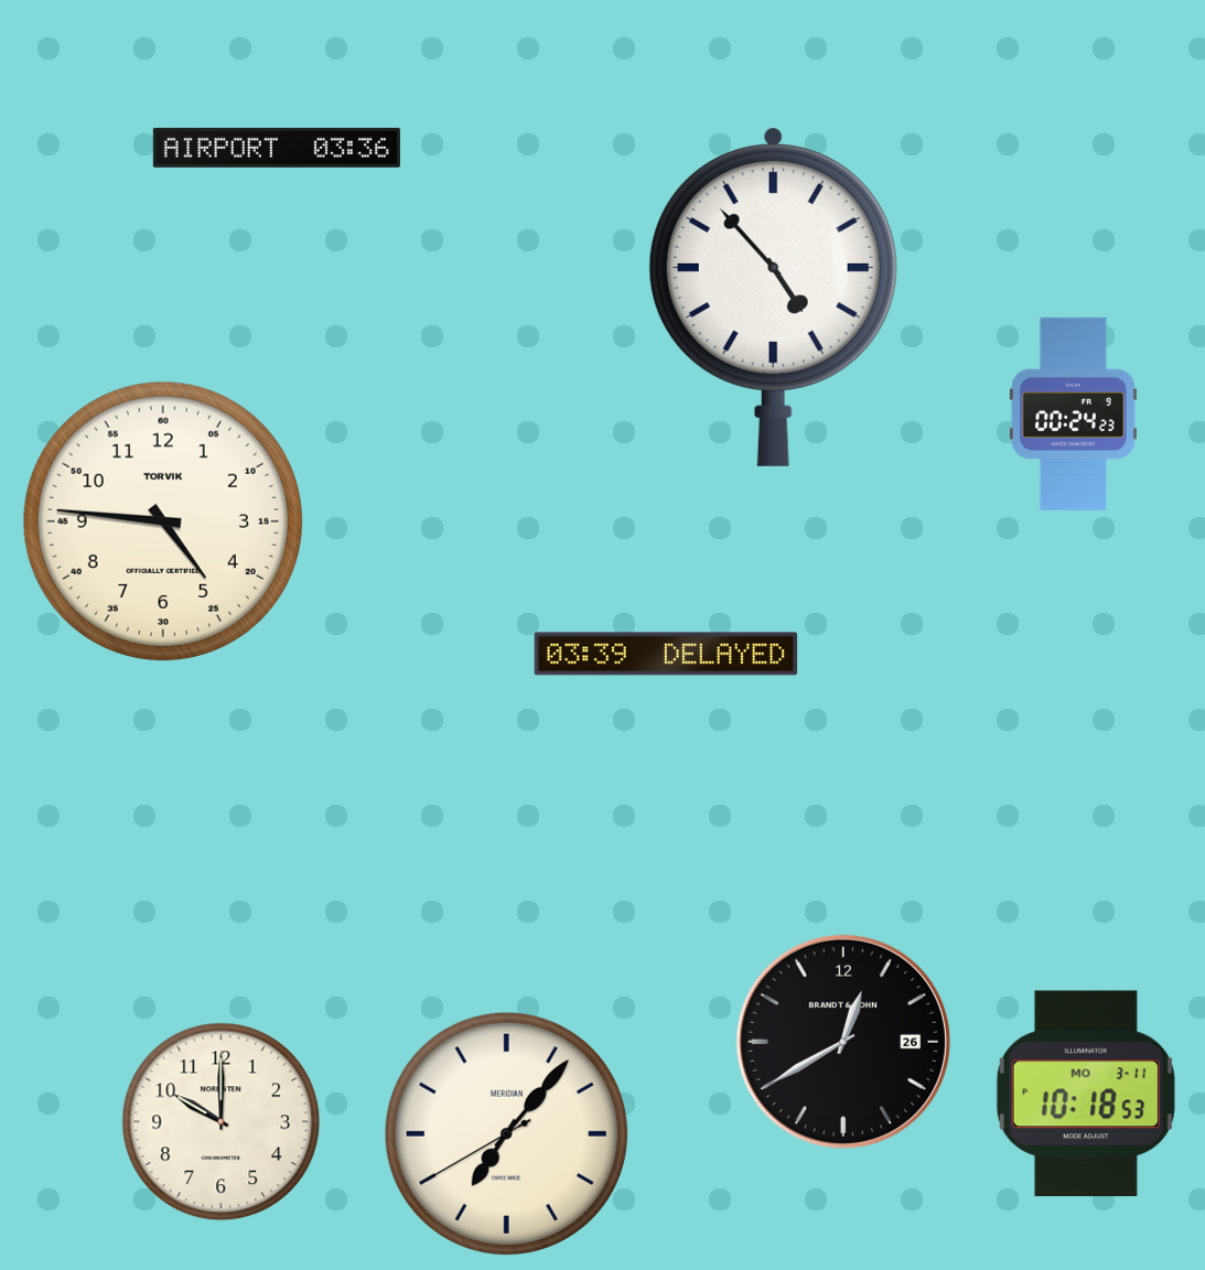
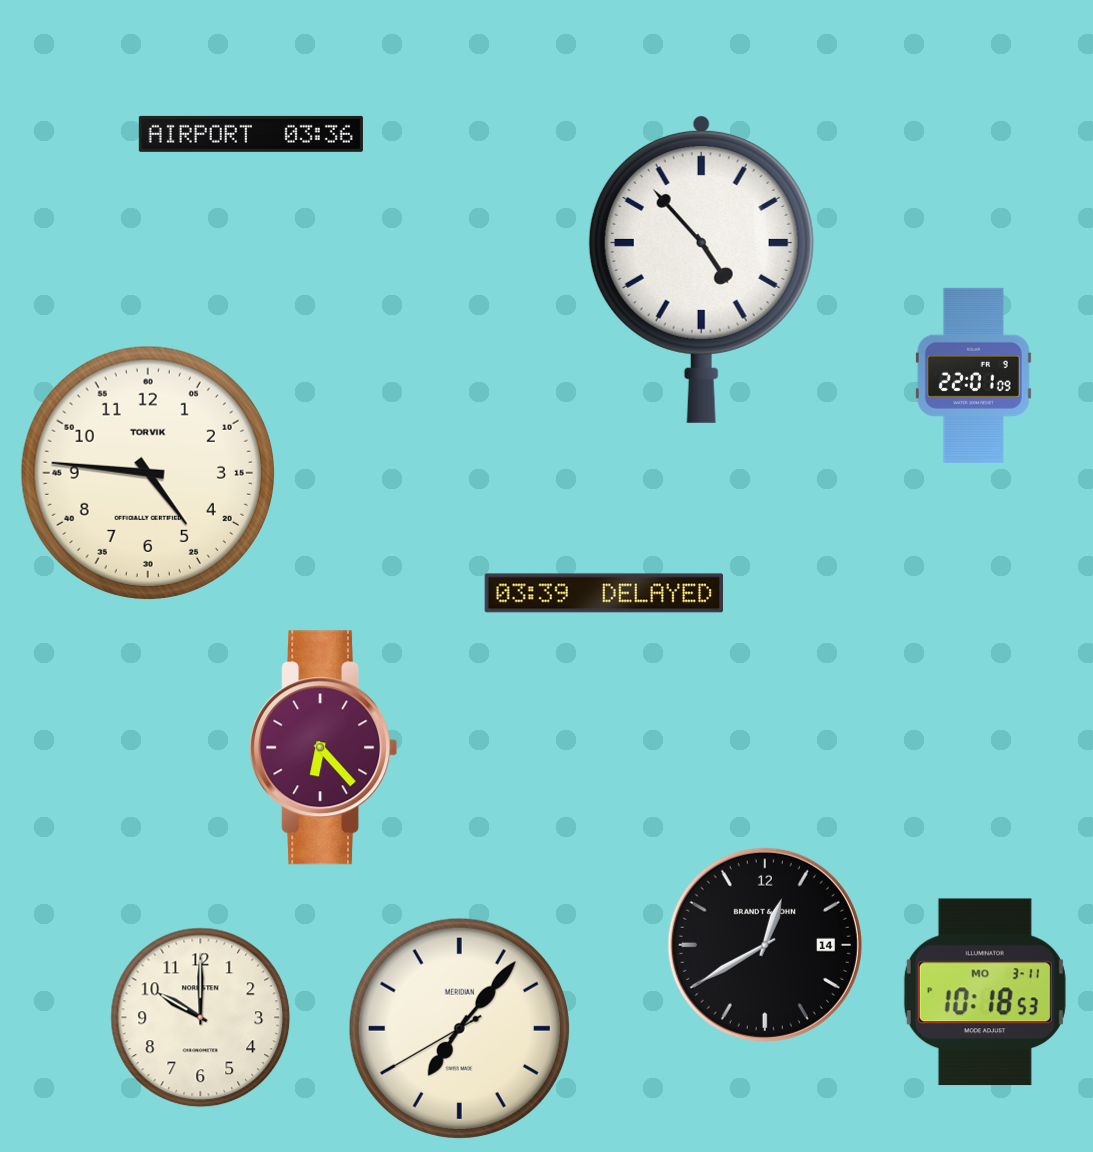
clock at (1073, 413): 00:24 -> 22:01
clock at (324, 748): none -> 6:23
clock at (843, 1042) date: 26 -> 14
